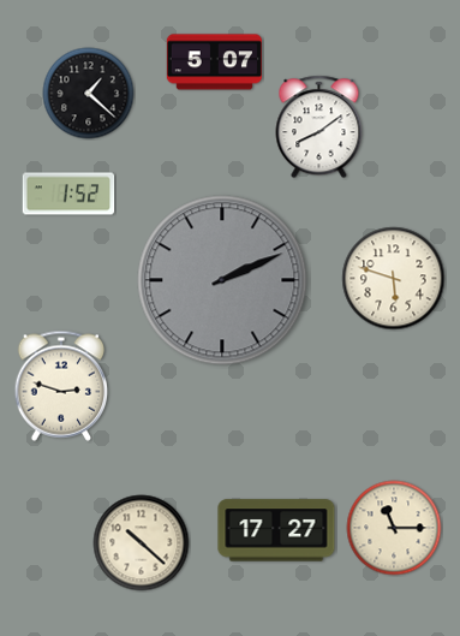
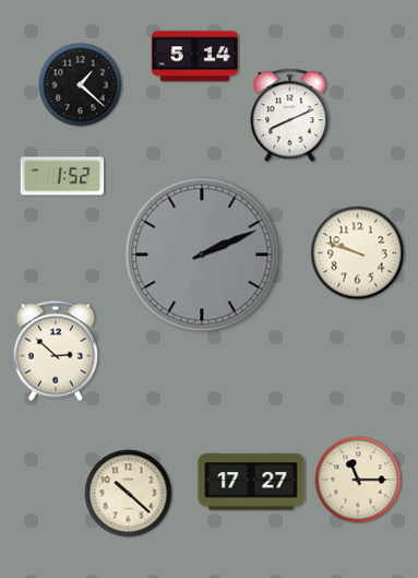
clock at (214, 63): 5:07 -> 5:14
clock at (319, 127): 8:09 -> 8:11
clock at (394, 279): 5:48 -> 9:48
clock at (61, 386): 2:48 -> 2:52
